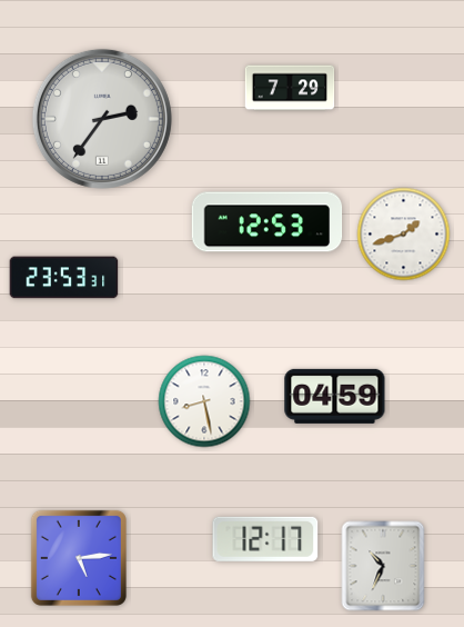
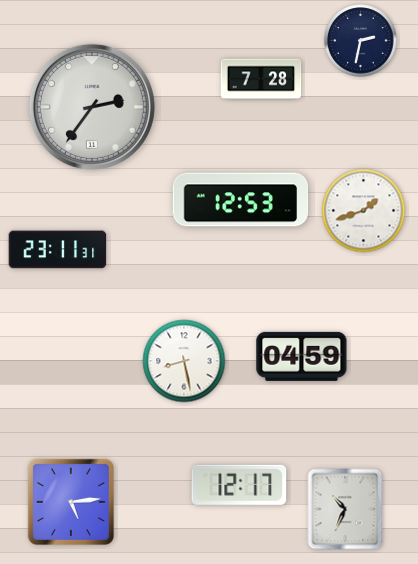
clock at (361, 41): none -> 2:32
clock at (290, 88): 7:29 -> 7:28
clock at (64, 278): 23:53 -> 23:11
